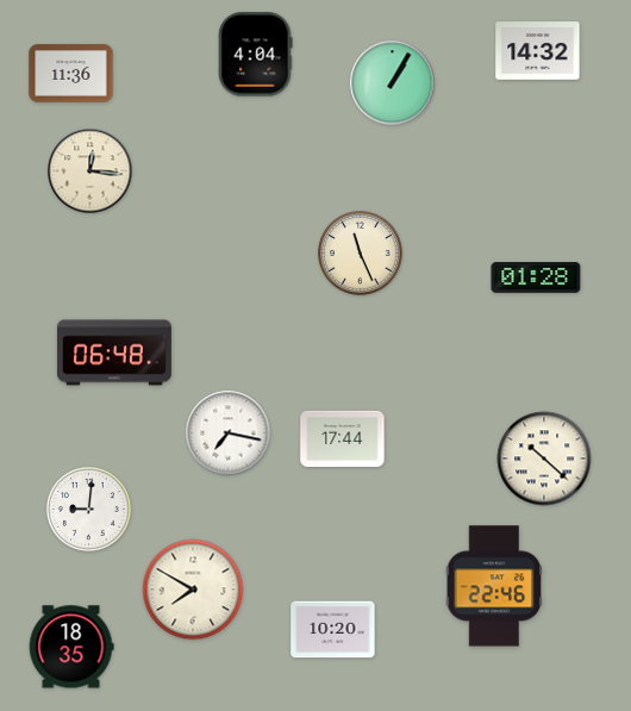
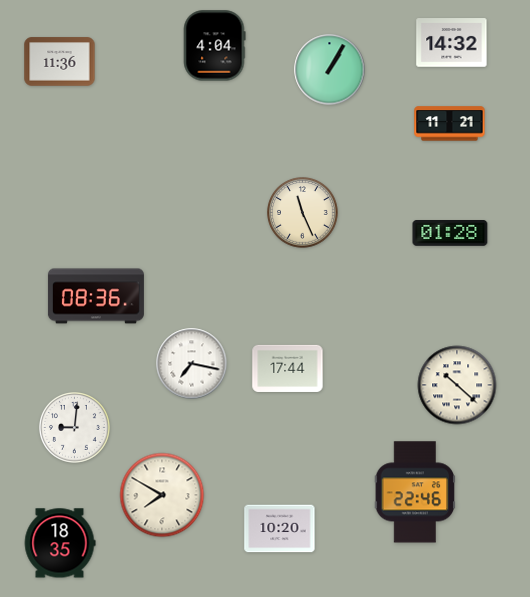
clock at (450, 124): none -> 11:21
clock at (90, 171): 12:16 -> none
clock at (114, 353): 06:48 -> 08:36
